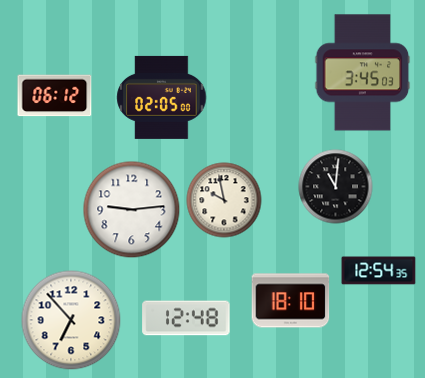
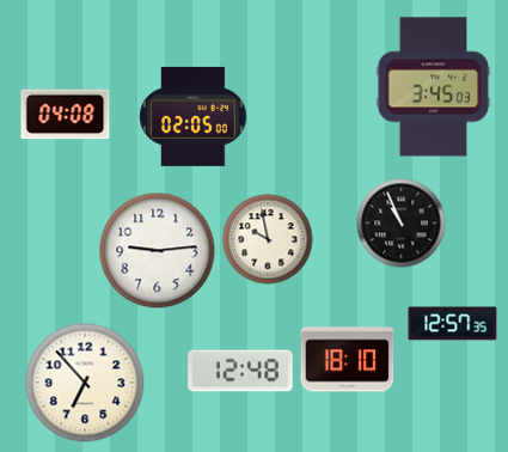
clock at (55, 96): 06:12 -> 04:08
clock at (336, 187): 11:01 -> 10:56
clock at (379, 271): 12:54 -> 12:57
clock at (186, 318) position: (186, 318) -> (240, 371)
